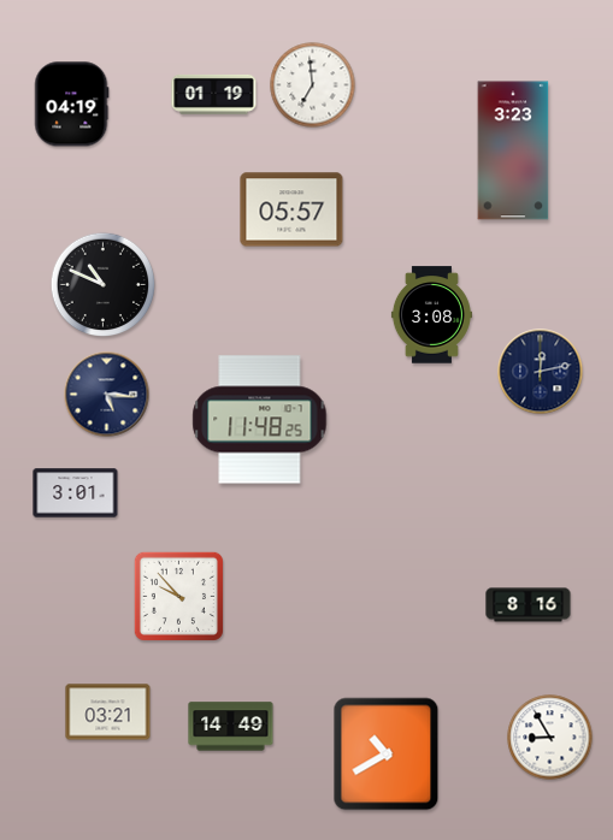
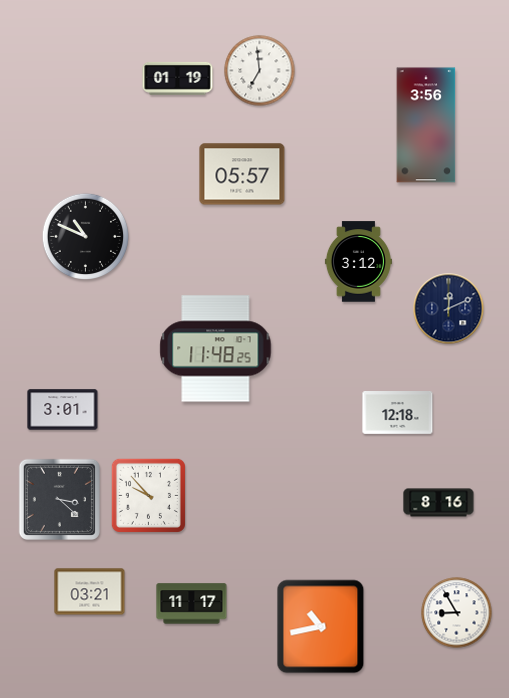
clock at (72, 105): 04:19 -> none
clock at (513, 150): 3:23 -> 3:56
clock at (431, 315): 3:08 -> 3:12
clock at (541, 372): 12:13 -> 12:11
clock at (107, 395): 5:16 -> none
clock at (398, 413): none -> 12:18
clock at (59, 499): none -> 3:22
clock at (231, 727): 14:49 -> 11:17
clock at (387, 755): 10:40 -> 10:43
